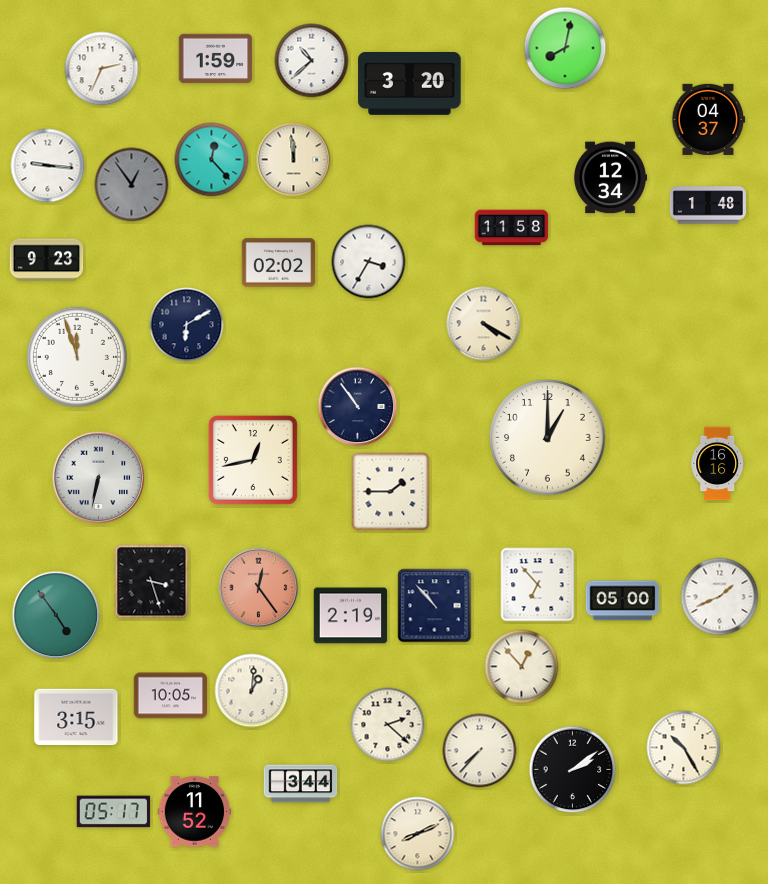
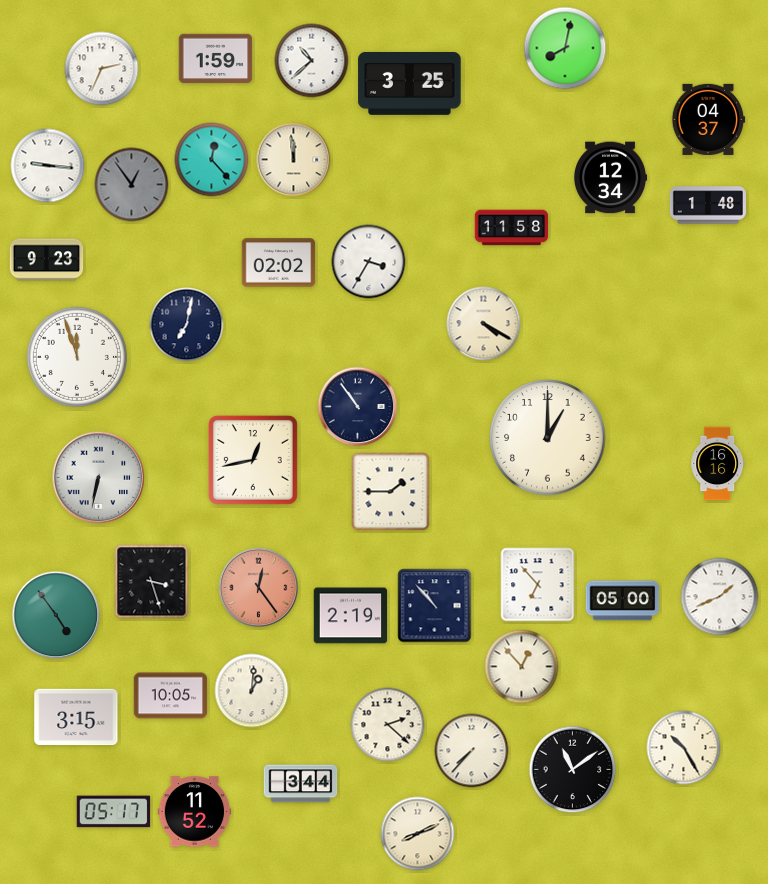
clock at (410, 83): 3:20 -> 3:25
clock at (187, 325): 6:10 -> 7:02
clock at (480, 751) position: (480, 751) -> (472, 751)
clock at (573, 770): 2:09 -> 11:09
